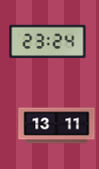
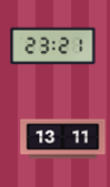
clock at (48, 42): 23:24 -> 23:21
